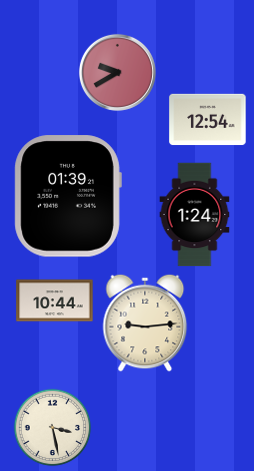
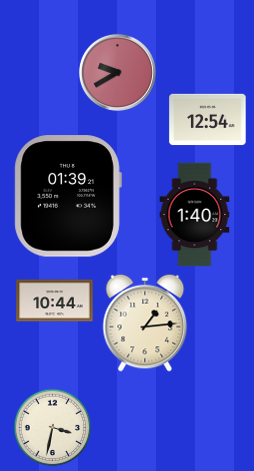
clock at (195, 215): 1:24 -> 1:40
clock at (145, 323): 9:14 -> 1:14
clock at (52, 427): 3:28 -> 3:32
